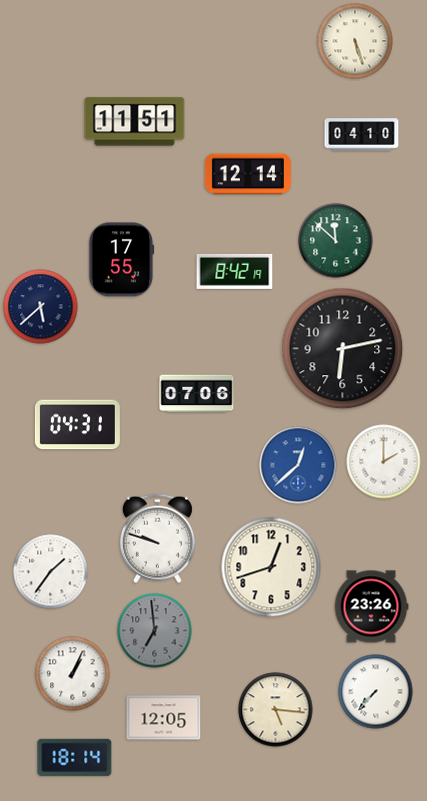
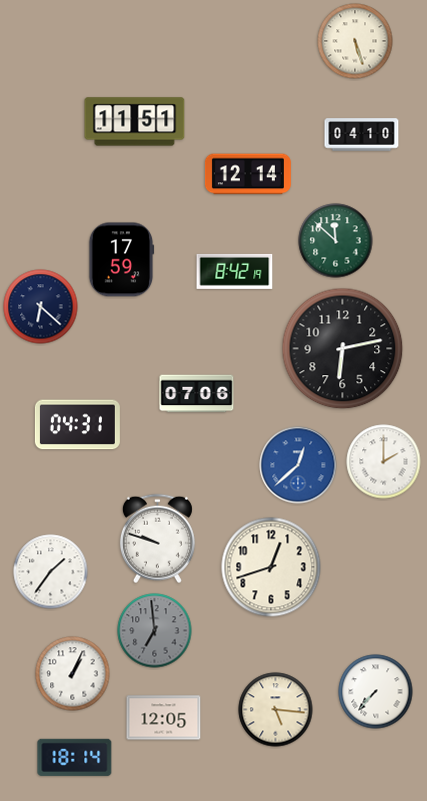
clock at (121, 260): 17:55 -> 17:59
clock at (41, 307): 5:38 -> 6:22
clock at (371, 607): 23:26 -> none
